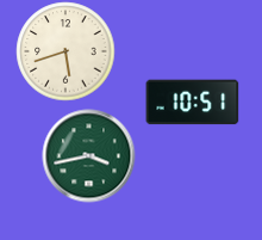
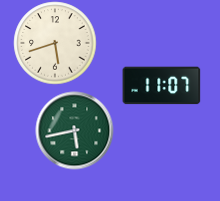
clock at (192, 103): 10:51 -> 11:07
clock at (88, 155): 3:43 -> 5:43
